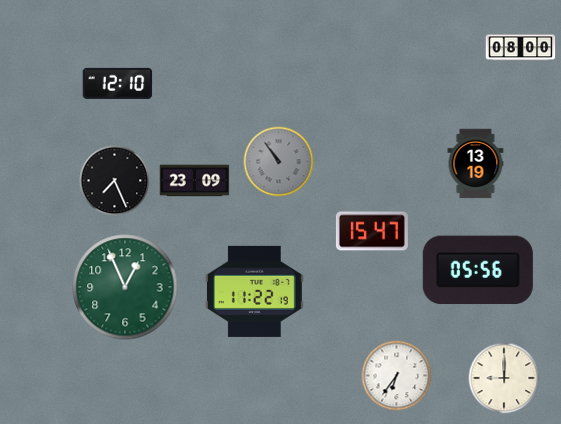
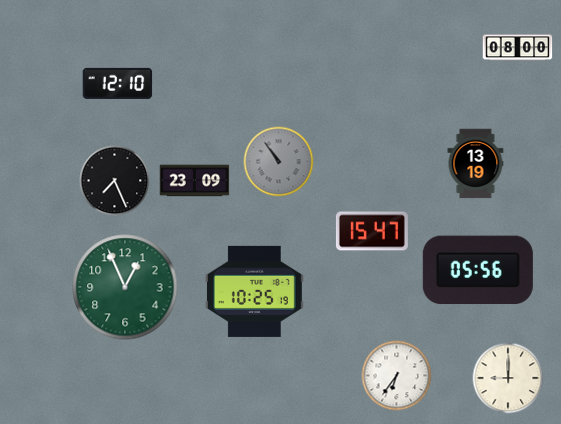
clock at (521, 48) position: (521, 48) -> (518, 48)
clock at (254, 291): 11:22 -> 10:25
clock at (504, 378) position: (504, 378) -> (508, 378)
